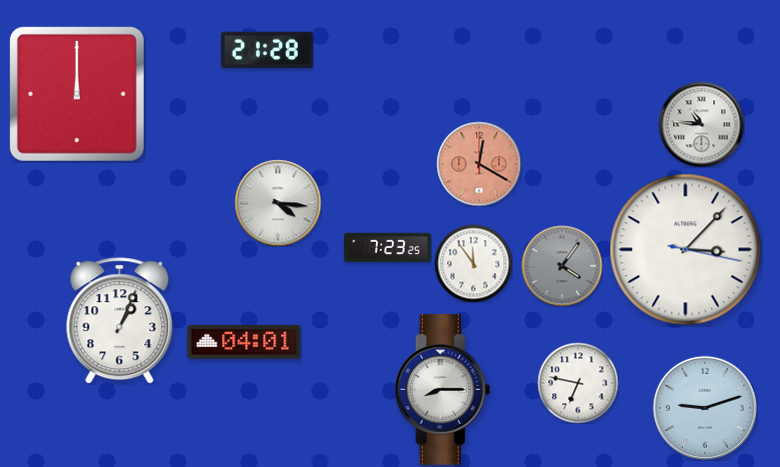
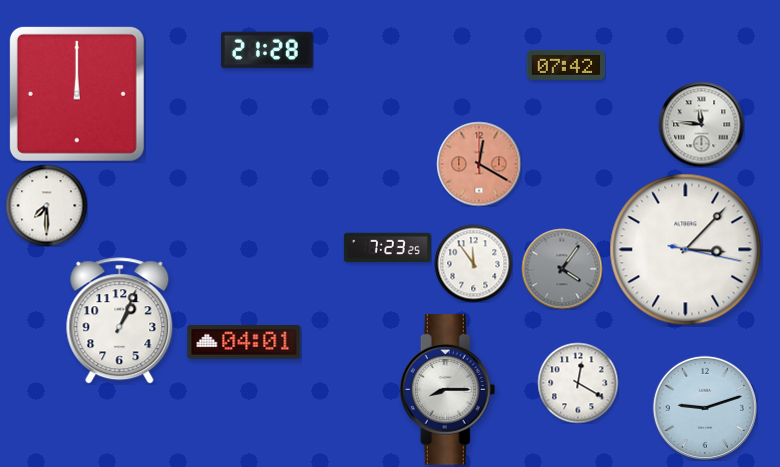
clock at (566, 65): none -> 07:42
clock at (701, 124): 10:46 -> 11:46
clock at (278, 203): 4:16 -> none
clock at (46, 205): none -> 7:30
clock at (562, 266) position: (562, 266) -> (562, 269)
clock at (578, 383): 6:47 -> 12:20
clock at (443, 390) position: (443, 390) -> (448, 390)
